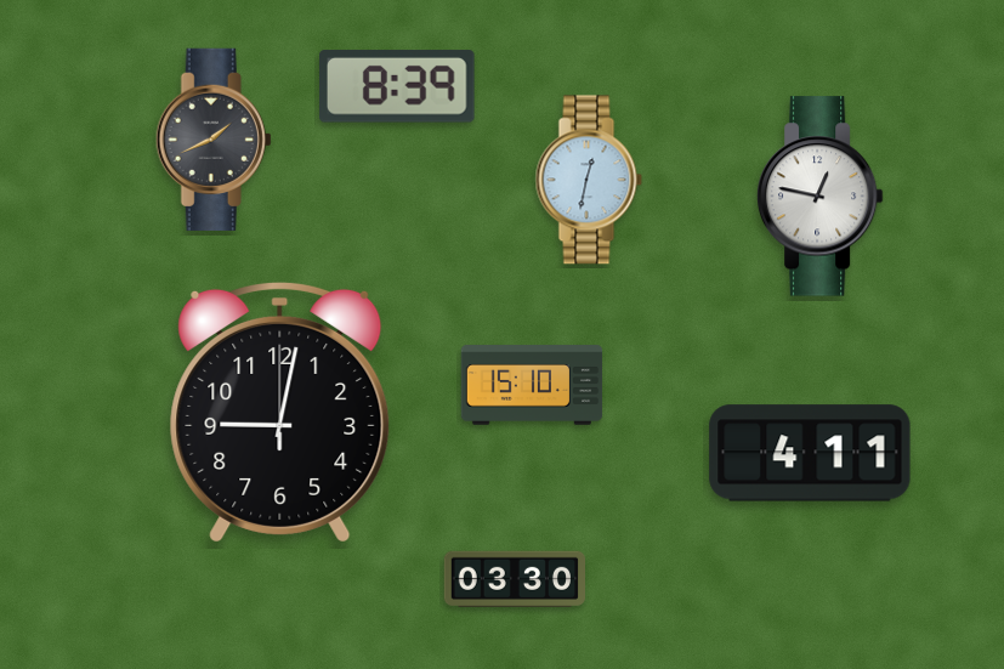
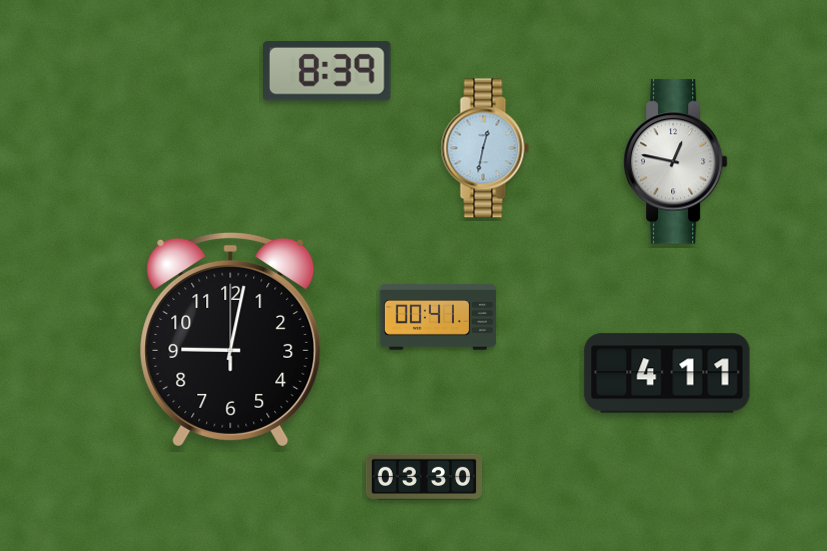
clock at (214, 140): 1:41 -> none
clock at (532, 385): 15:10 -> 00:41
